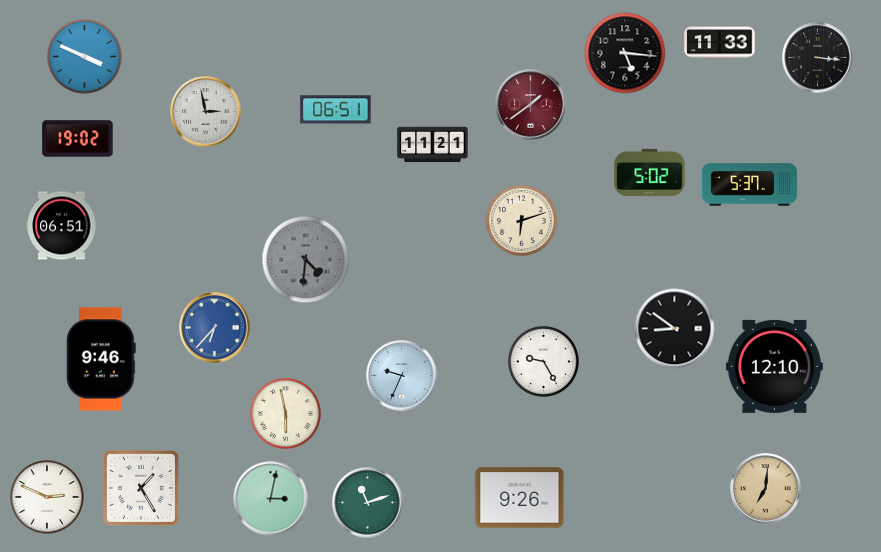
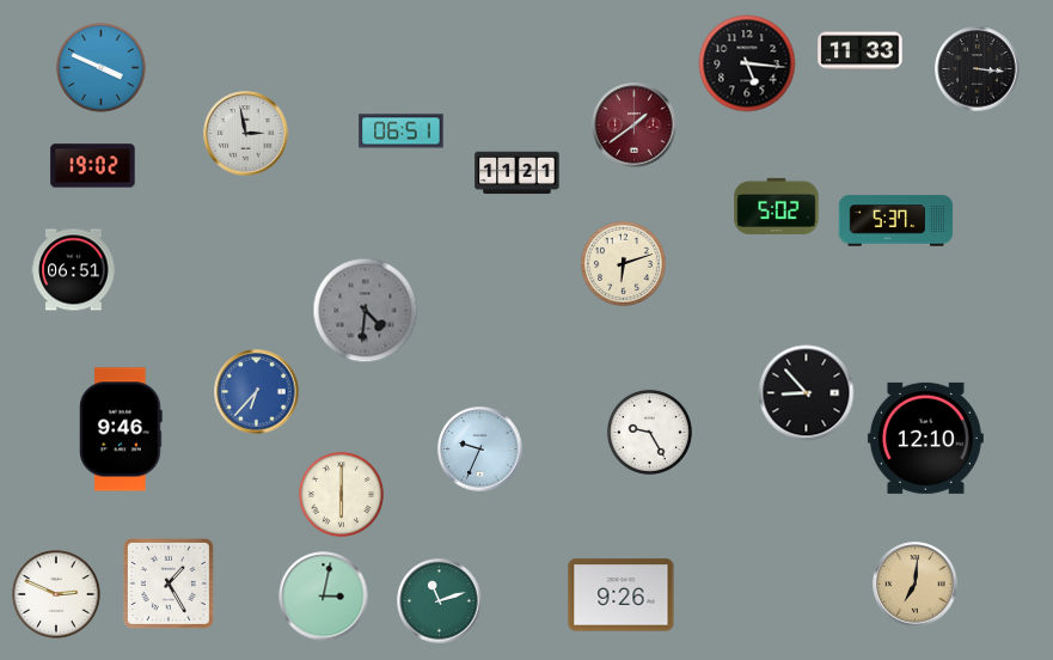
clock at (675, 329): 8:51 -> 8:53
clock at (285, 413): 5:58 -> 6:00
